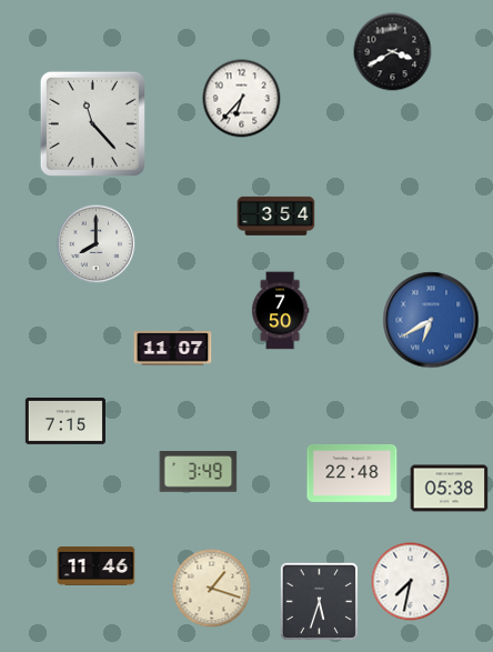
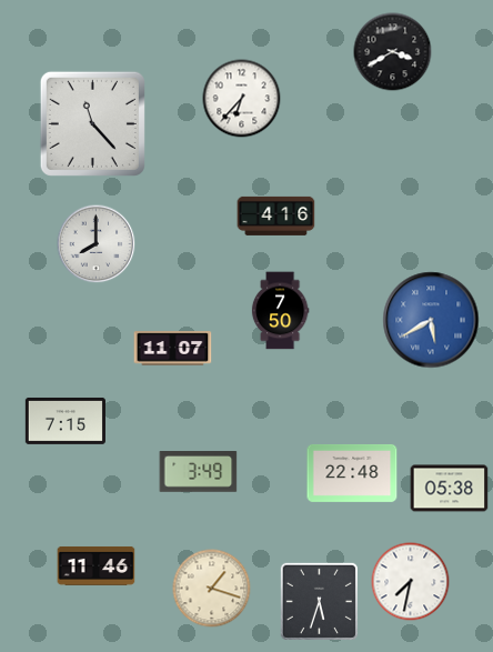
clock at (276, 215): 3:54 -> 4:16
clock at (431, 320): 6:40 -> 5:40
